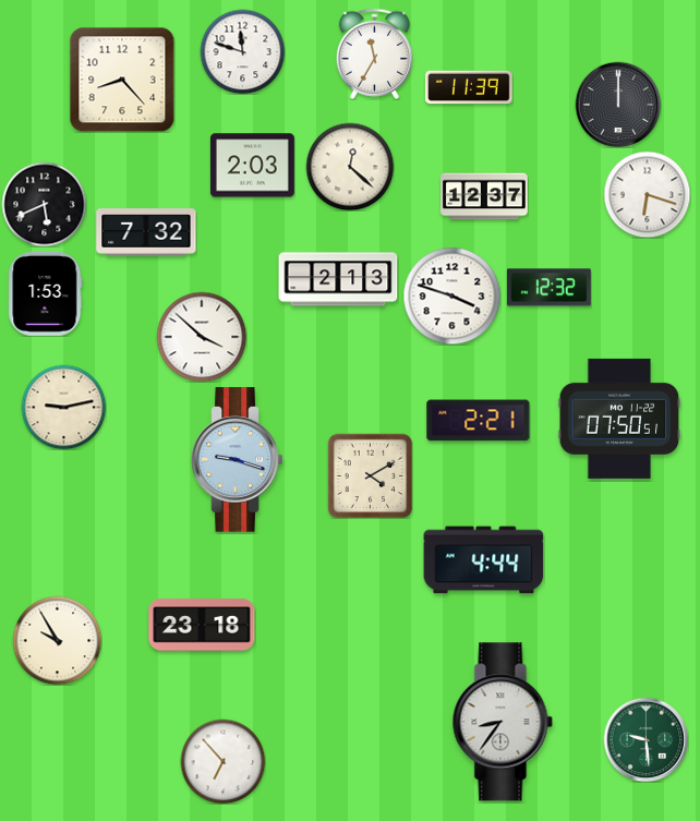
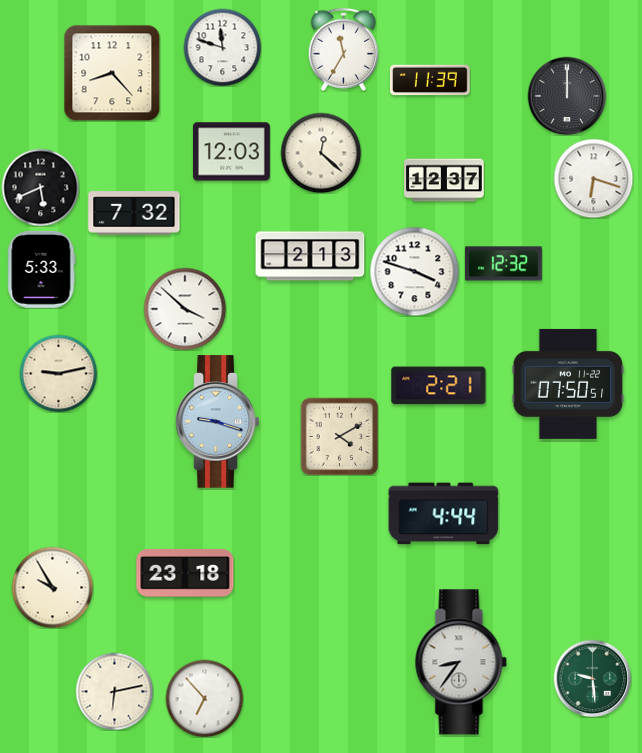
clock at (252, 166): 2:03 -> 12:03
clock at (46, 293): 1:53 -> 5:33
clock at (114, 691): none -> 6:13
